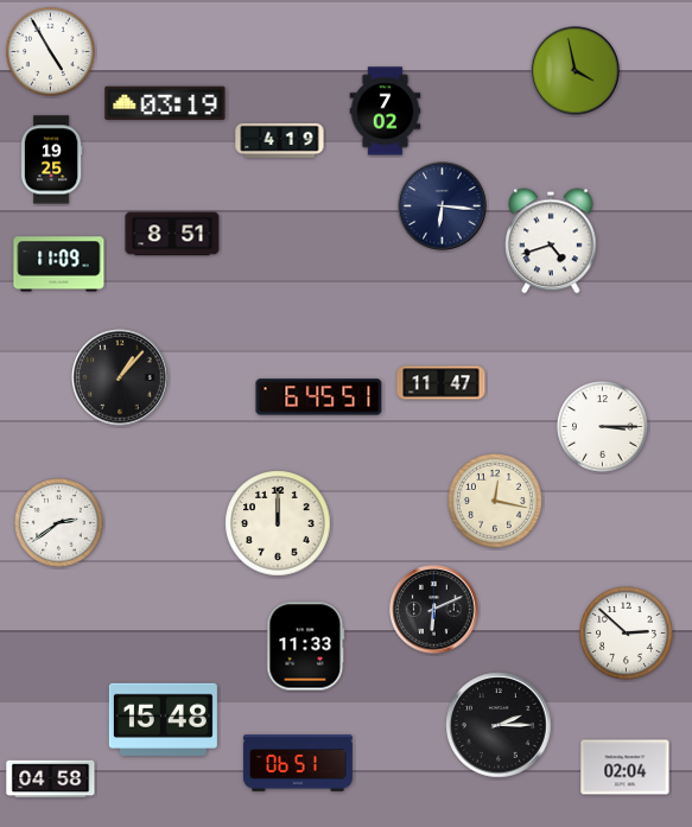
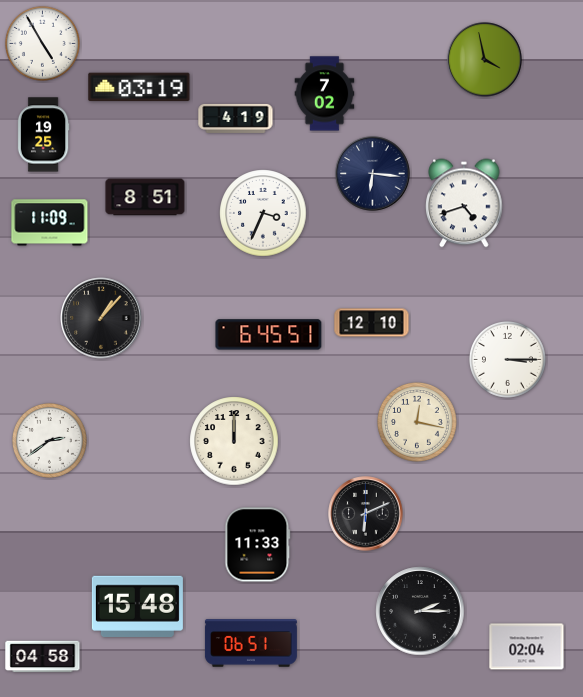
clock at (263, 213): none -> 3:34
clock at (442, 383): 11:47 -> 12:10
clock at (627, 634): 2:52 -> none
